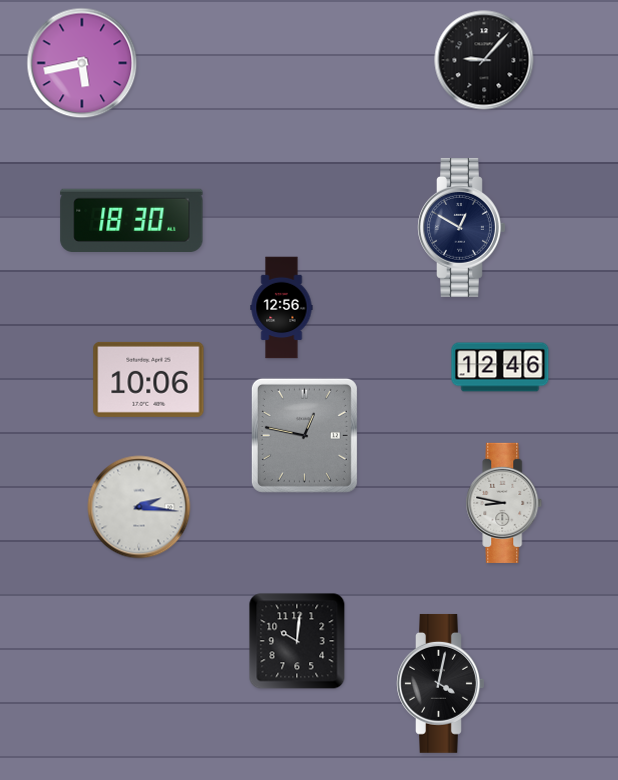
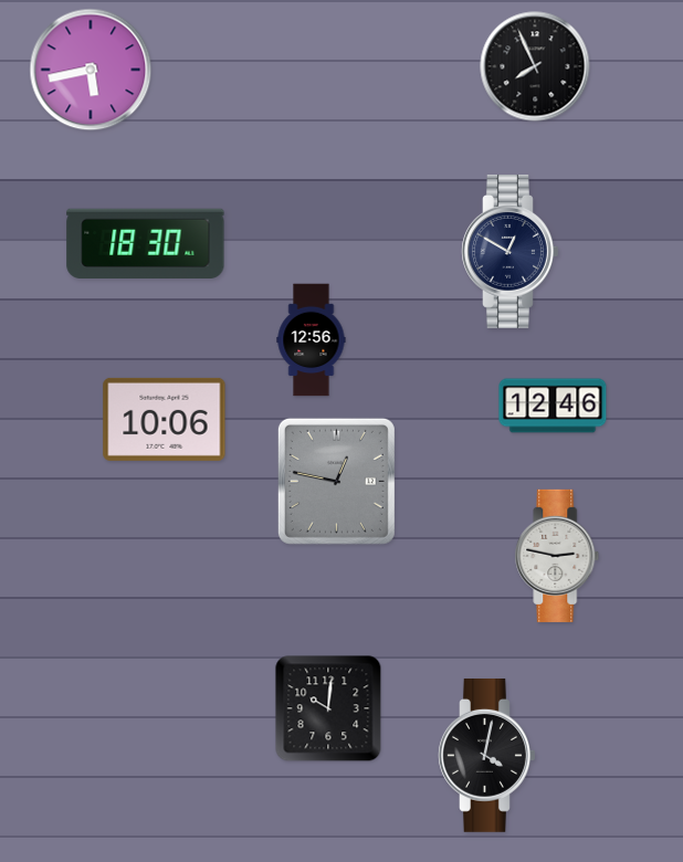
clock at (484, 60): 9:07 -> 7:56
clock at (504, 503): 8:47 -> 2:47
clock at (139, 507): 2:16 -> none
